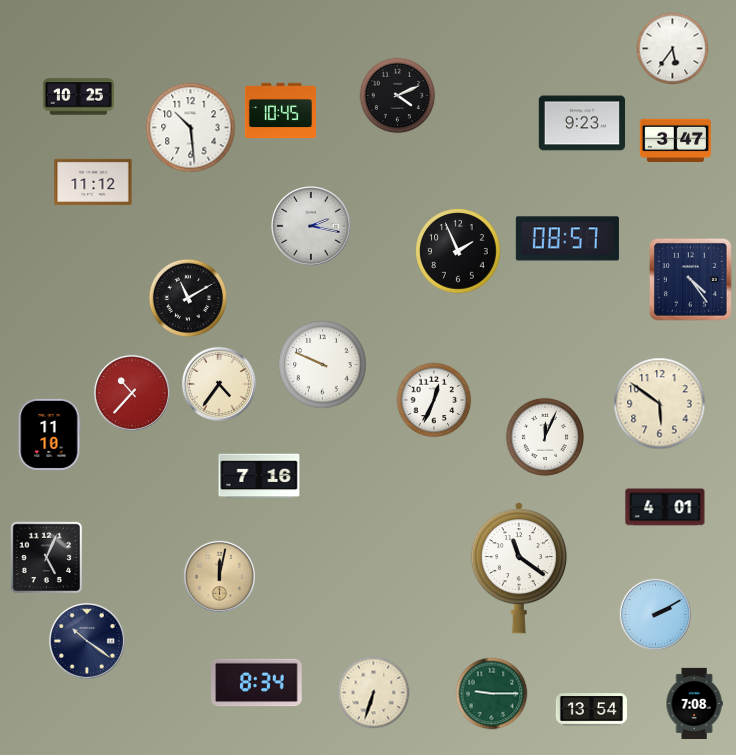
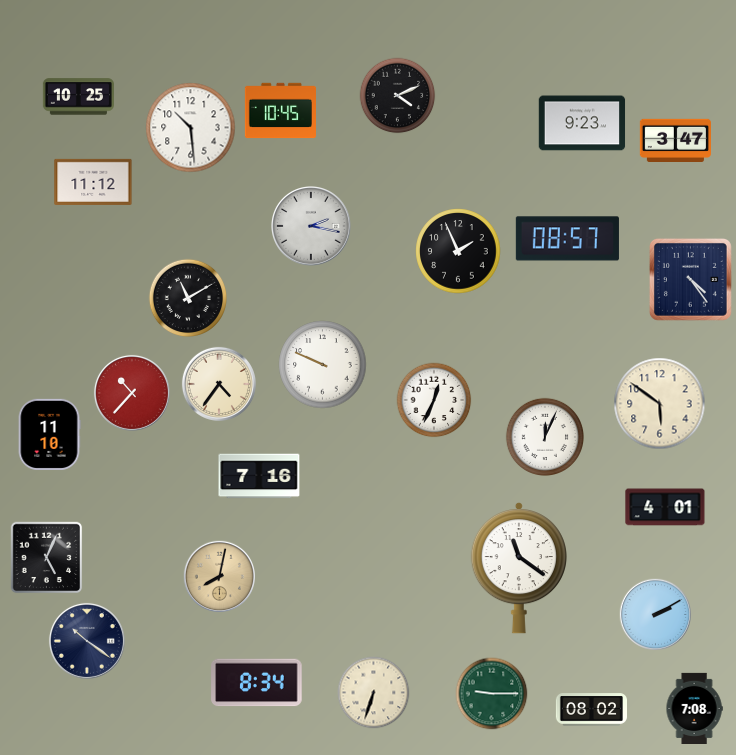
clock at (673, 49): 5:36 -> none
clock at (219, 576): 12:02 -> 8:02
clock at (694, 703) position: (694, 703) -> (694, 708)
clock at (591, 710): 13:54 -> 08:02
